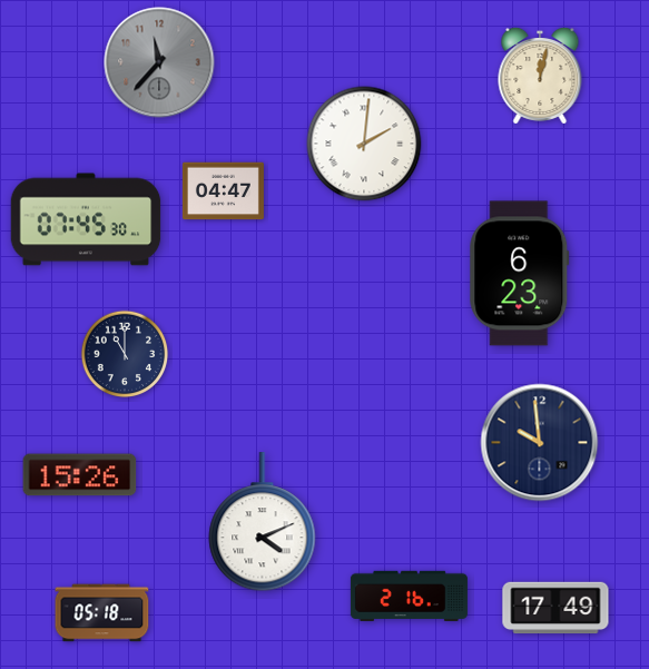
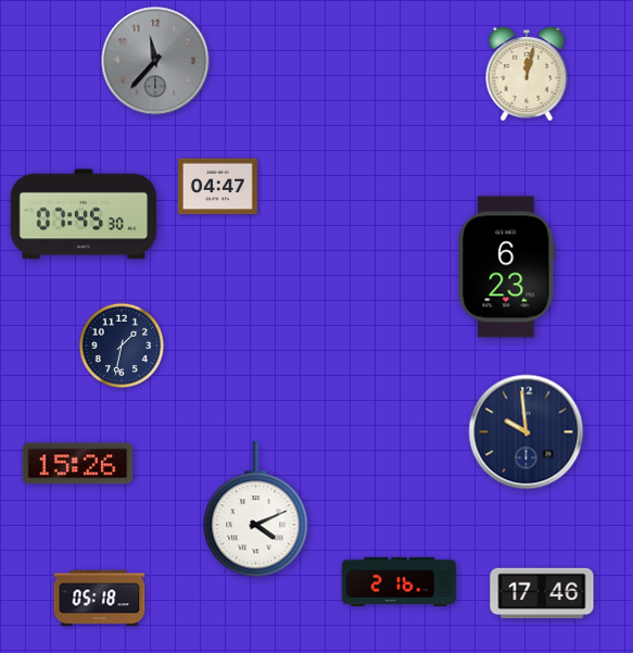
clock at (364, 144): 2:01 -> none
clock at (125, 354): 11:00 -> 1:32
clock at (555, 608): 17:49 -> 17:46
